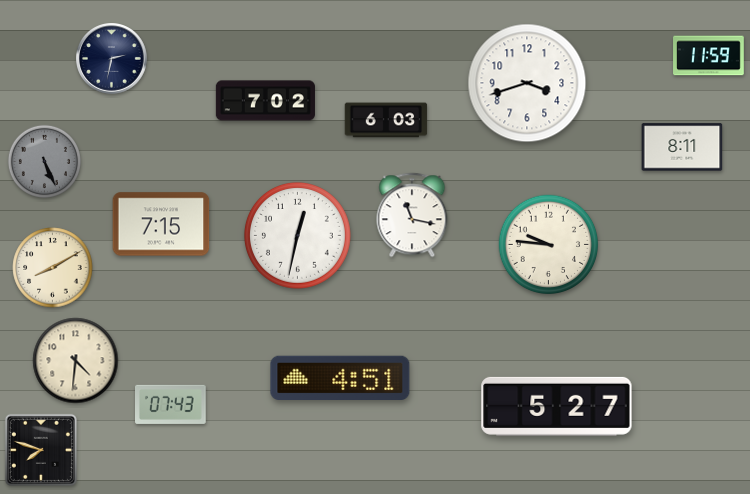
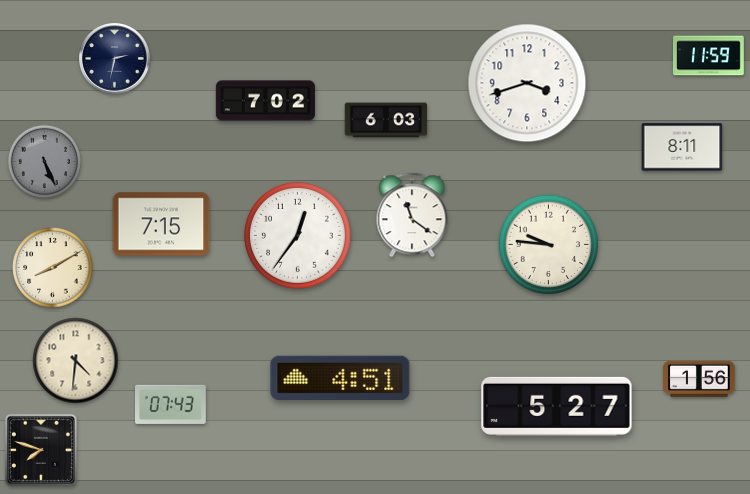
clock at (112, 59) position: (112, 59) -> (115, 59)
clock at (412, 215): 11:17 -> 11:21
clock at (297, 235): 12:32 -> 12:36
clock at (699, 379): none -> 1:56
